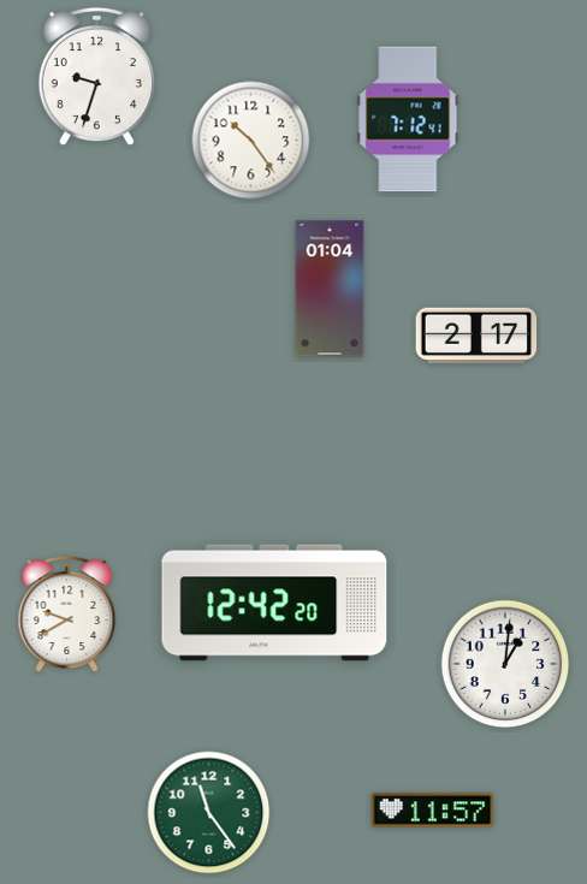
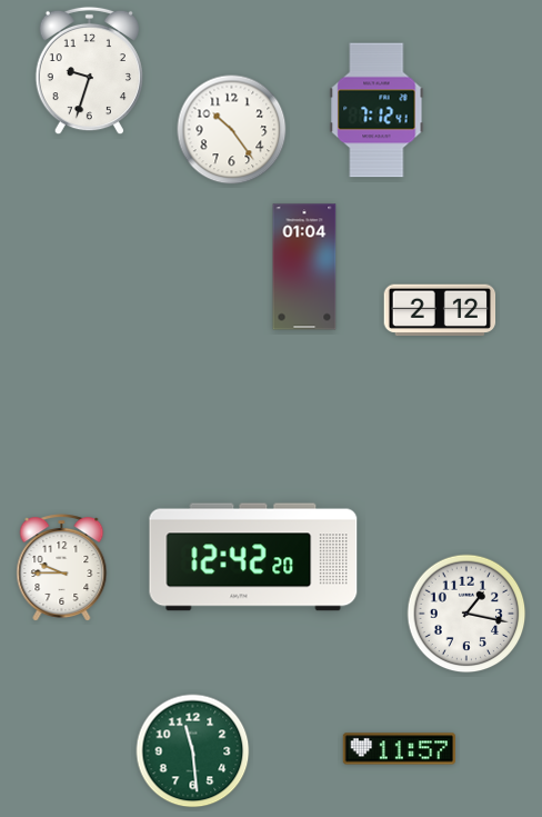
clock at (476, 336): 2:17 -> 2:12
clock at (67, 615): 9:40 -> 9:45
clock at (505, 664): 1:01 -> 1:17
clock at (209, 813): 11:24 -> 11:29
